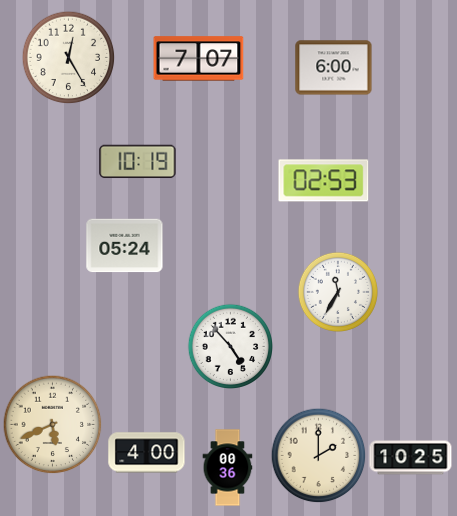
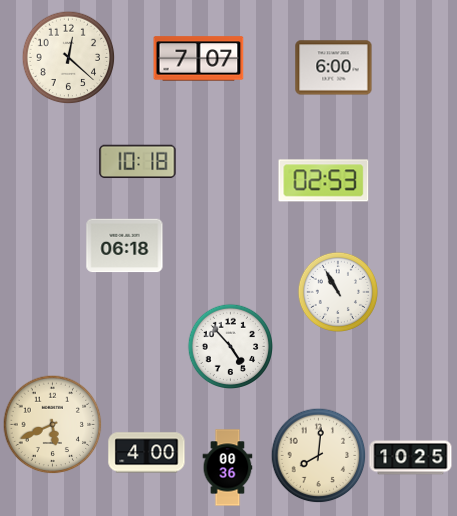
clock at (68, 57): 12:25 -> 12:22
clock at (138, 162): 10:19 -> 10:18
clock at (125, 246): 05:24 -> 06:18
clock at (338, 292): 11:35 -> 10:55
clock at (318, 455): 2:00 -> 8:01
